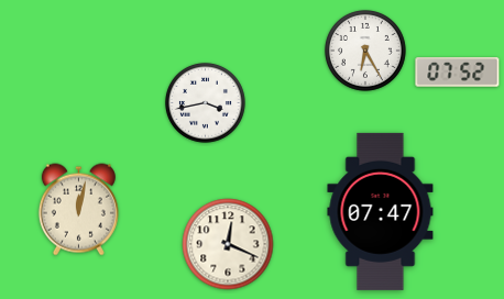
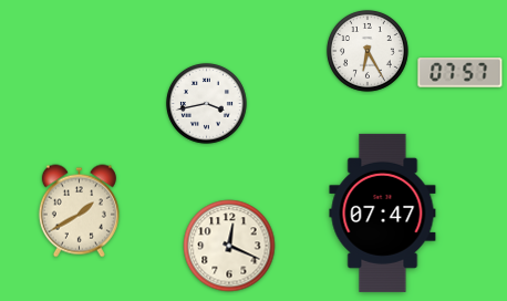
clock at (458, 73): 07:52 -> 07:57
clock at (78, 210): 12:02 -> 1:40
